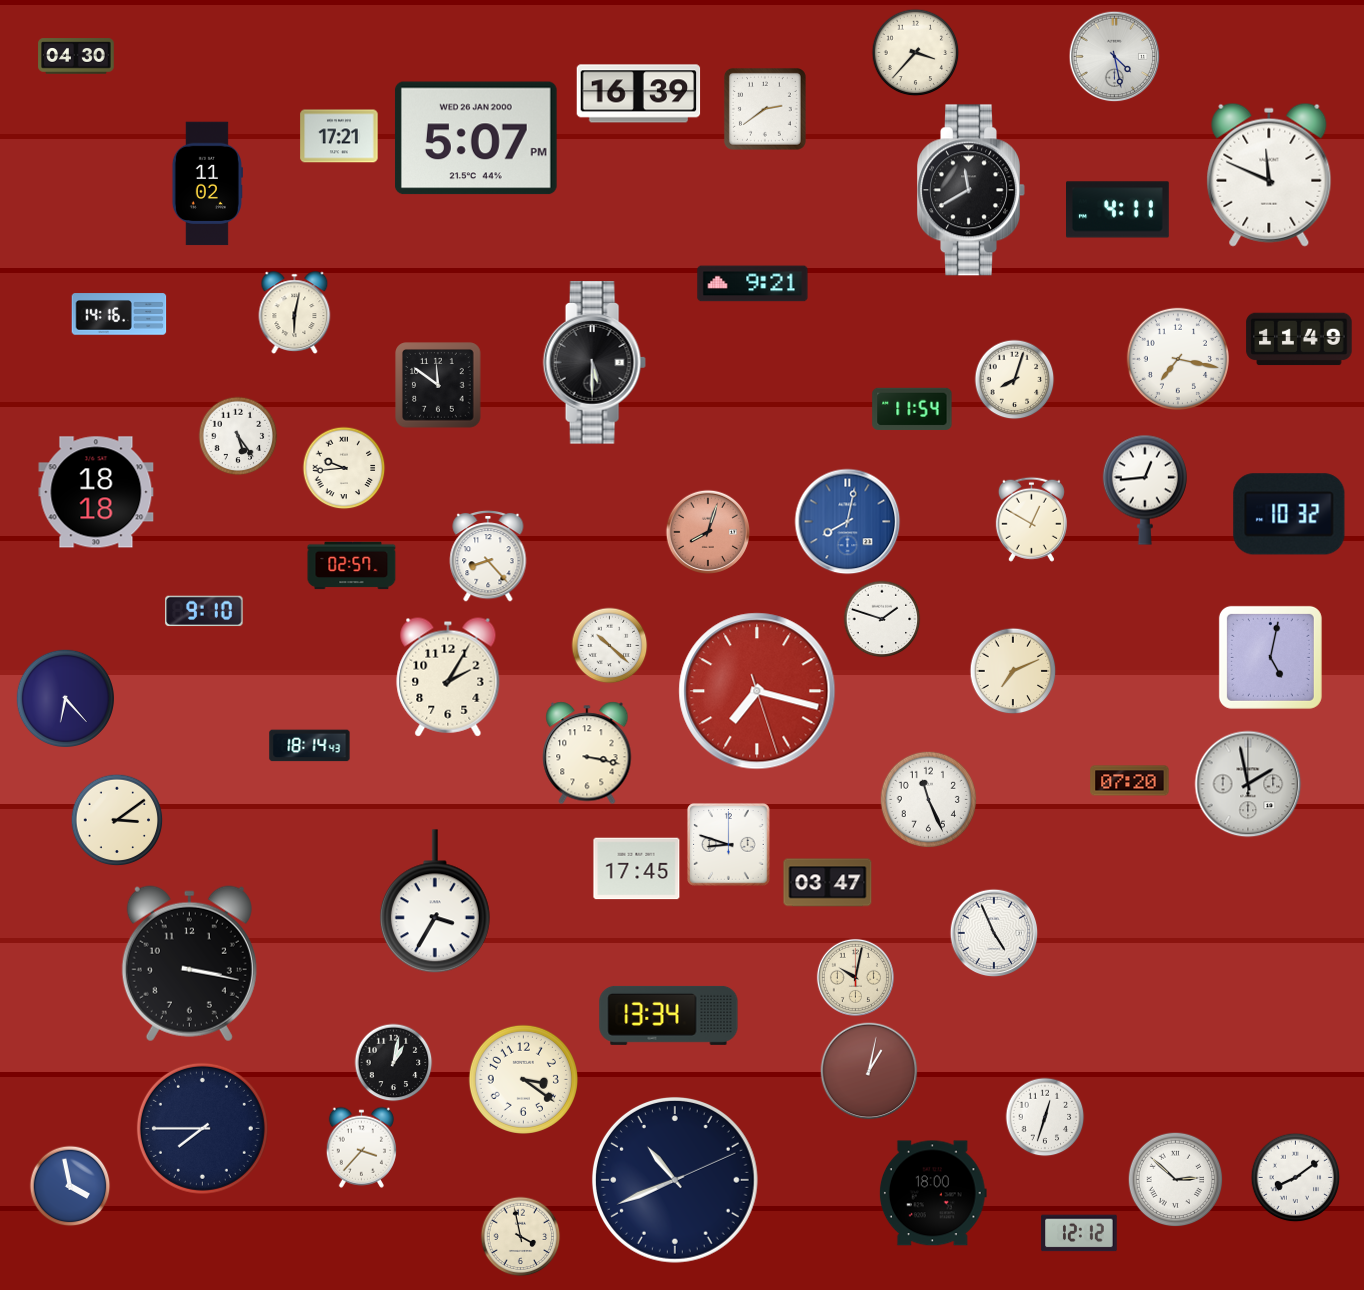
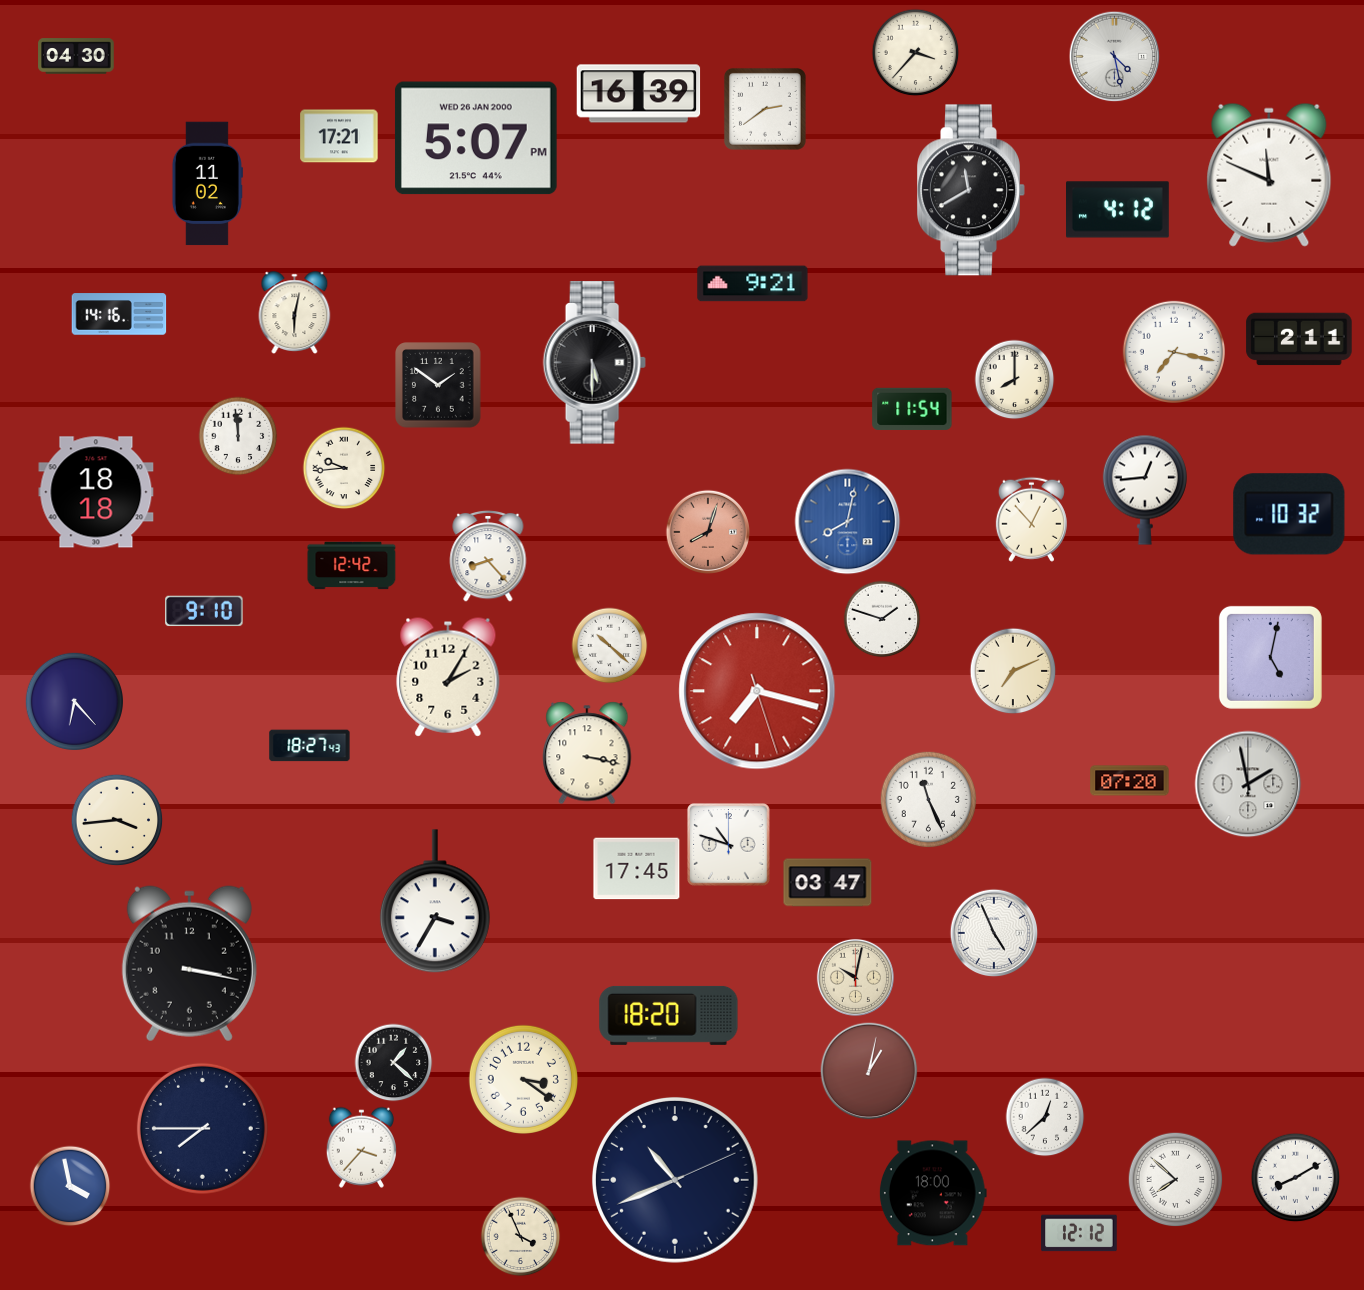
clock at (1118, 210): 4:11 -> 4:12
clock at (1299, 339): 11:49 -> 2:11
clock at (1177, 358) position: (1177, 358) -> (1173, 351)
clock at (1015, 380): 8:03 -> 8:00
clock at (438, 385): 11:51 -> 1:51
clock at (238, 436): 5:24 -> 11:59
clock at (1031, 519): 12:50 -> 12:53
clock at (352, 566): 02:57 -> 12:42
clock at (65, 698) position: (65, 698) -> (74, 701)
clock at (310, 746): 18:14 -> 18:27
clock at (117, 820): 3:09 -> 3:44
clock at (729, 845): 8:48 -> 10:48
clock at (669, 1015): 13:34 -> 18:20
clock at (394, 1063): 1:02 -> 1:22
clock at (1045, 1117): 12:33 -> 12:38
clock at (1296, 1178): 8:09 -> 8:10
clock at (1176, 1180): 2:52 -> 7:52
clock at (521, 1237): 3:58 -> 3:56
